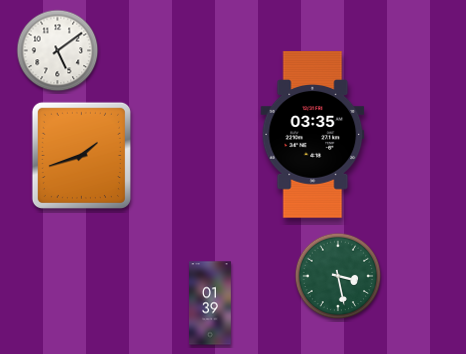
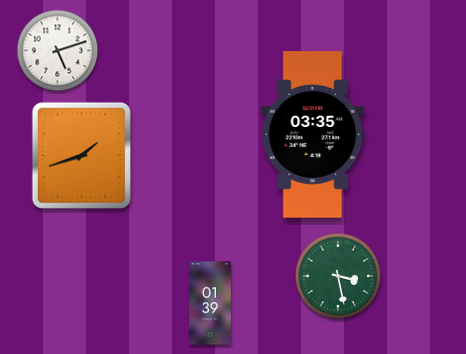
clock at (58, 51): 5:09 -> 5:12
